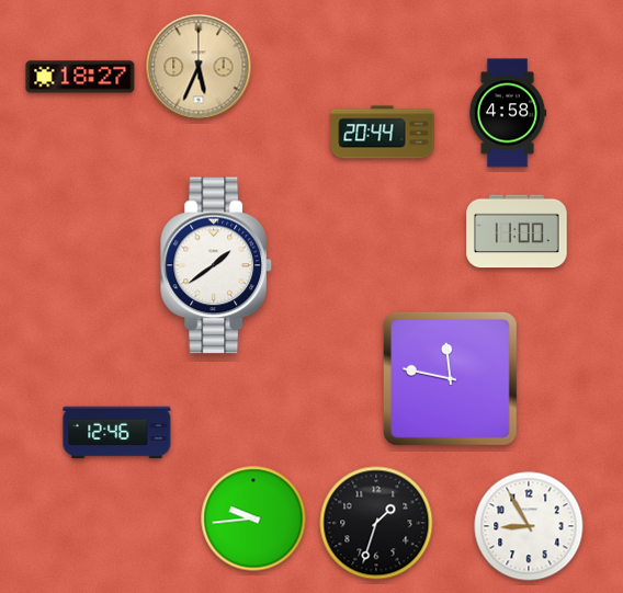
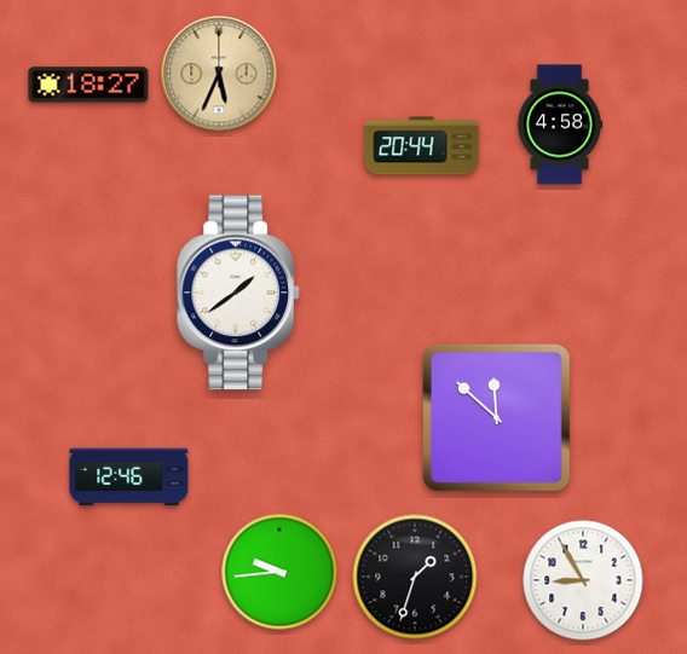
clock at (517, 231): 11:00 -> none
clock at (450, 378): 11:47 -> 11:52
